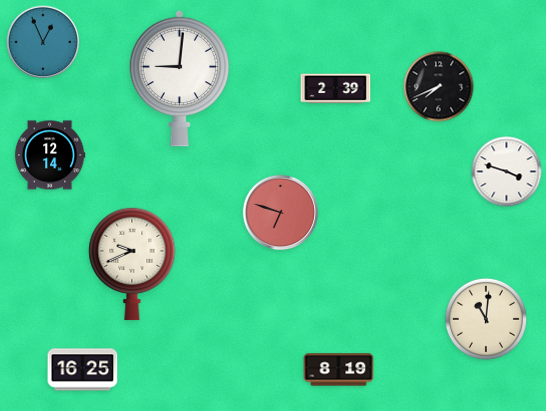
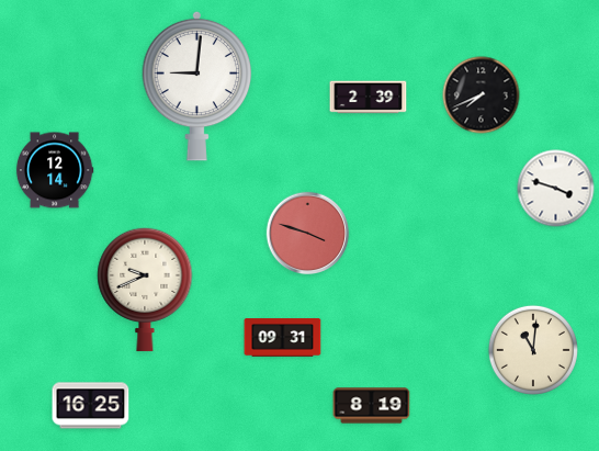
clock at (43, 42): 12:56 -> none
clock at (281, 213): 6:48 -> 3:48
clock at (283, 338): none -> 09:31
